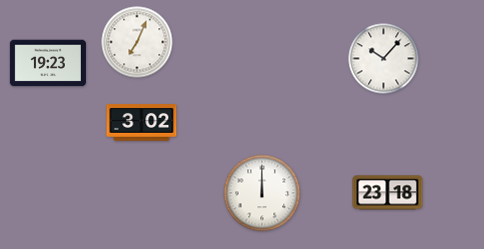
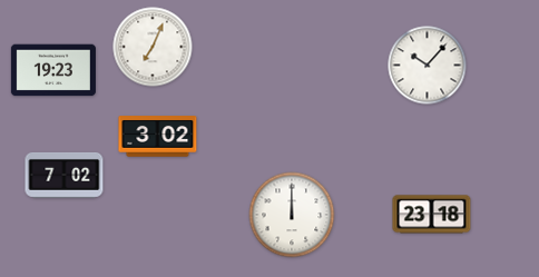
clock at (65, 175): none -> 7:02
